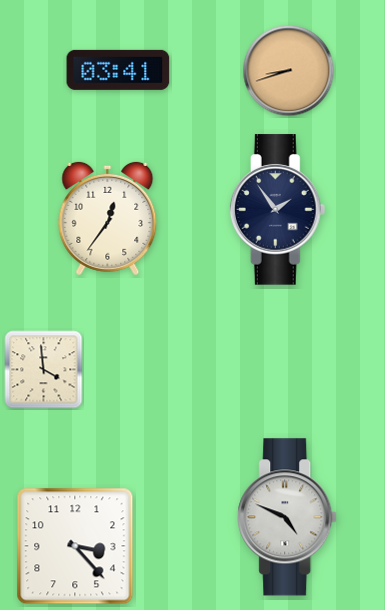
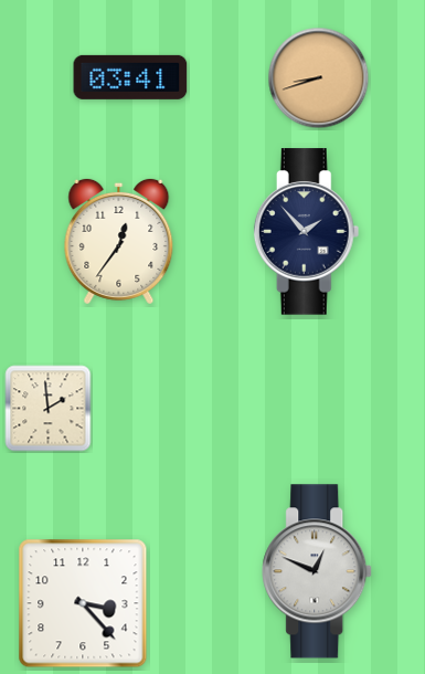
clock at (278, 210): 1:54 -> 1:53
clock at (44, 370): 3:59 -> 1:59
clock at (288, 517): 4:49 -> 12:49
